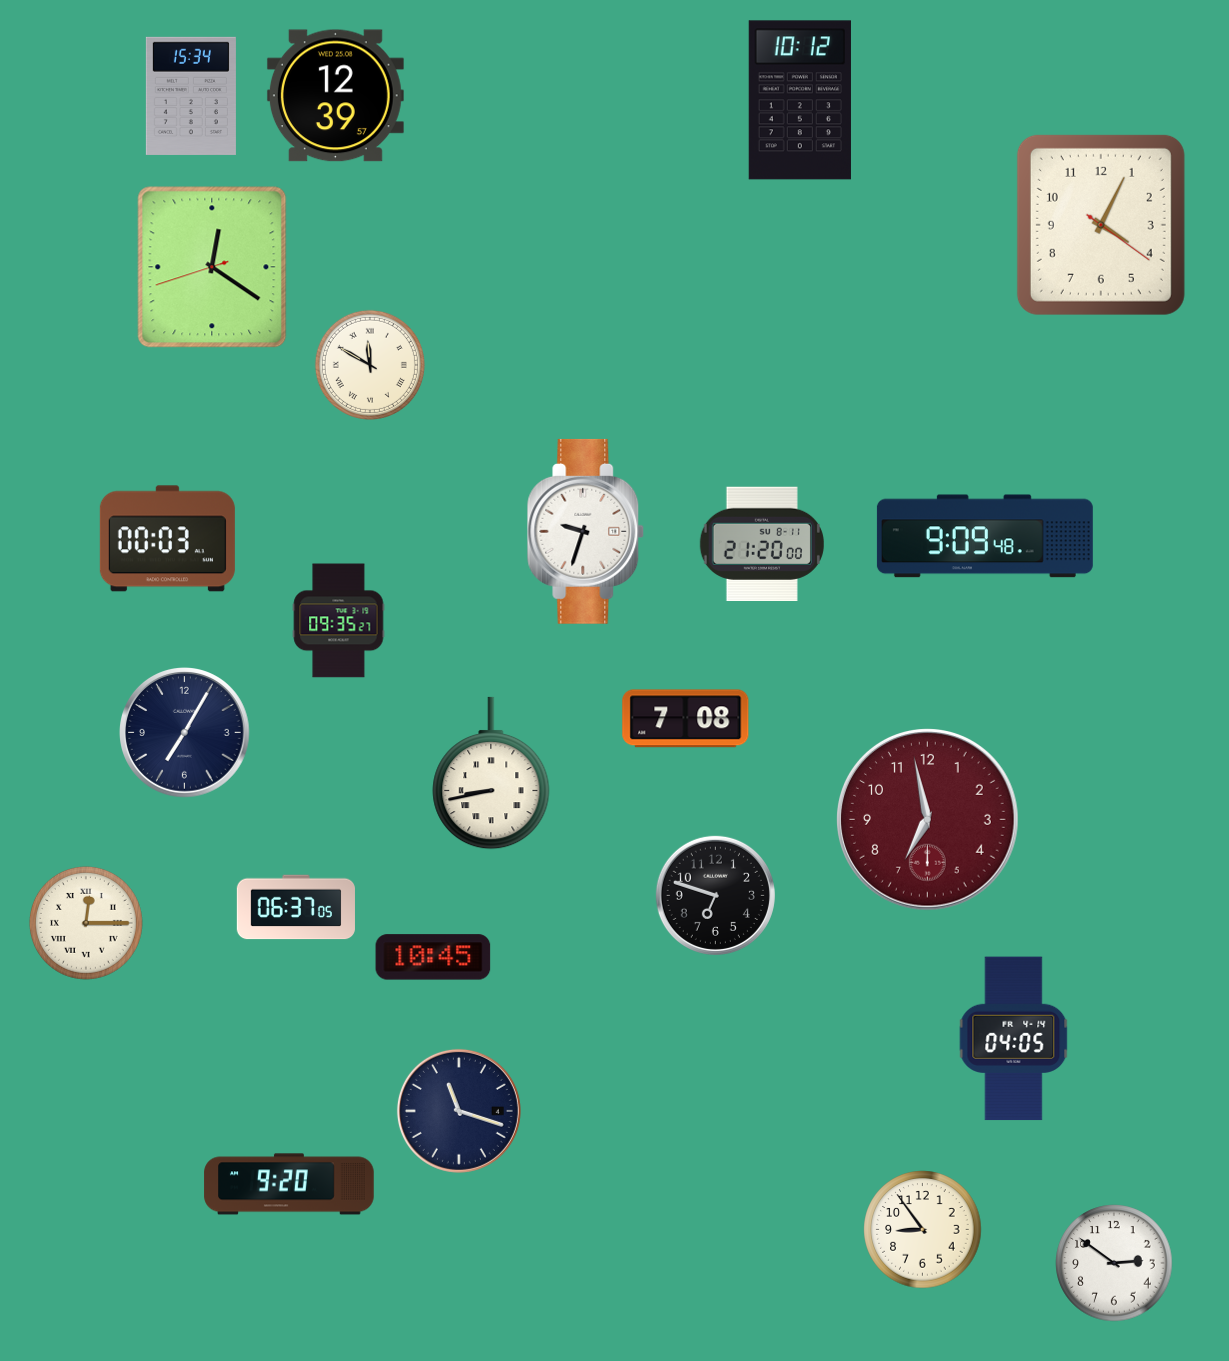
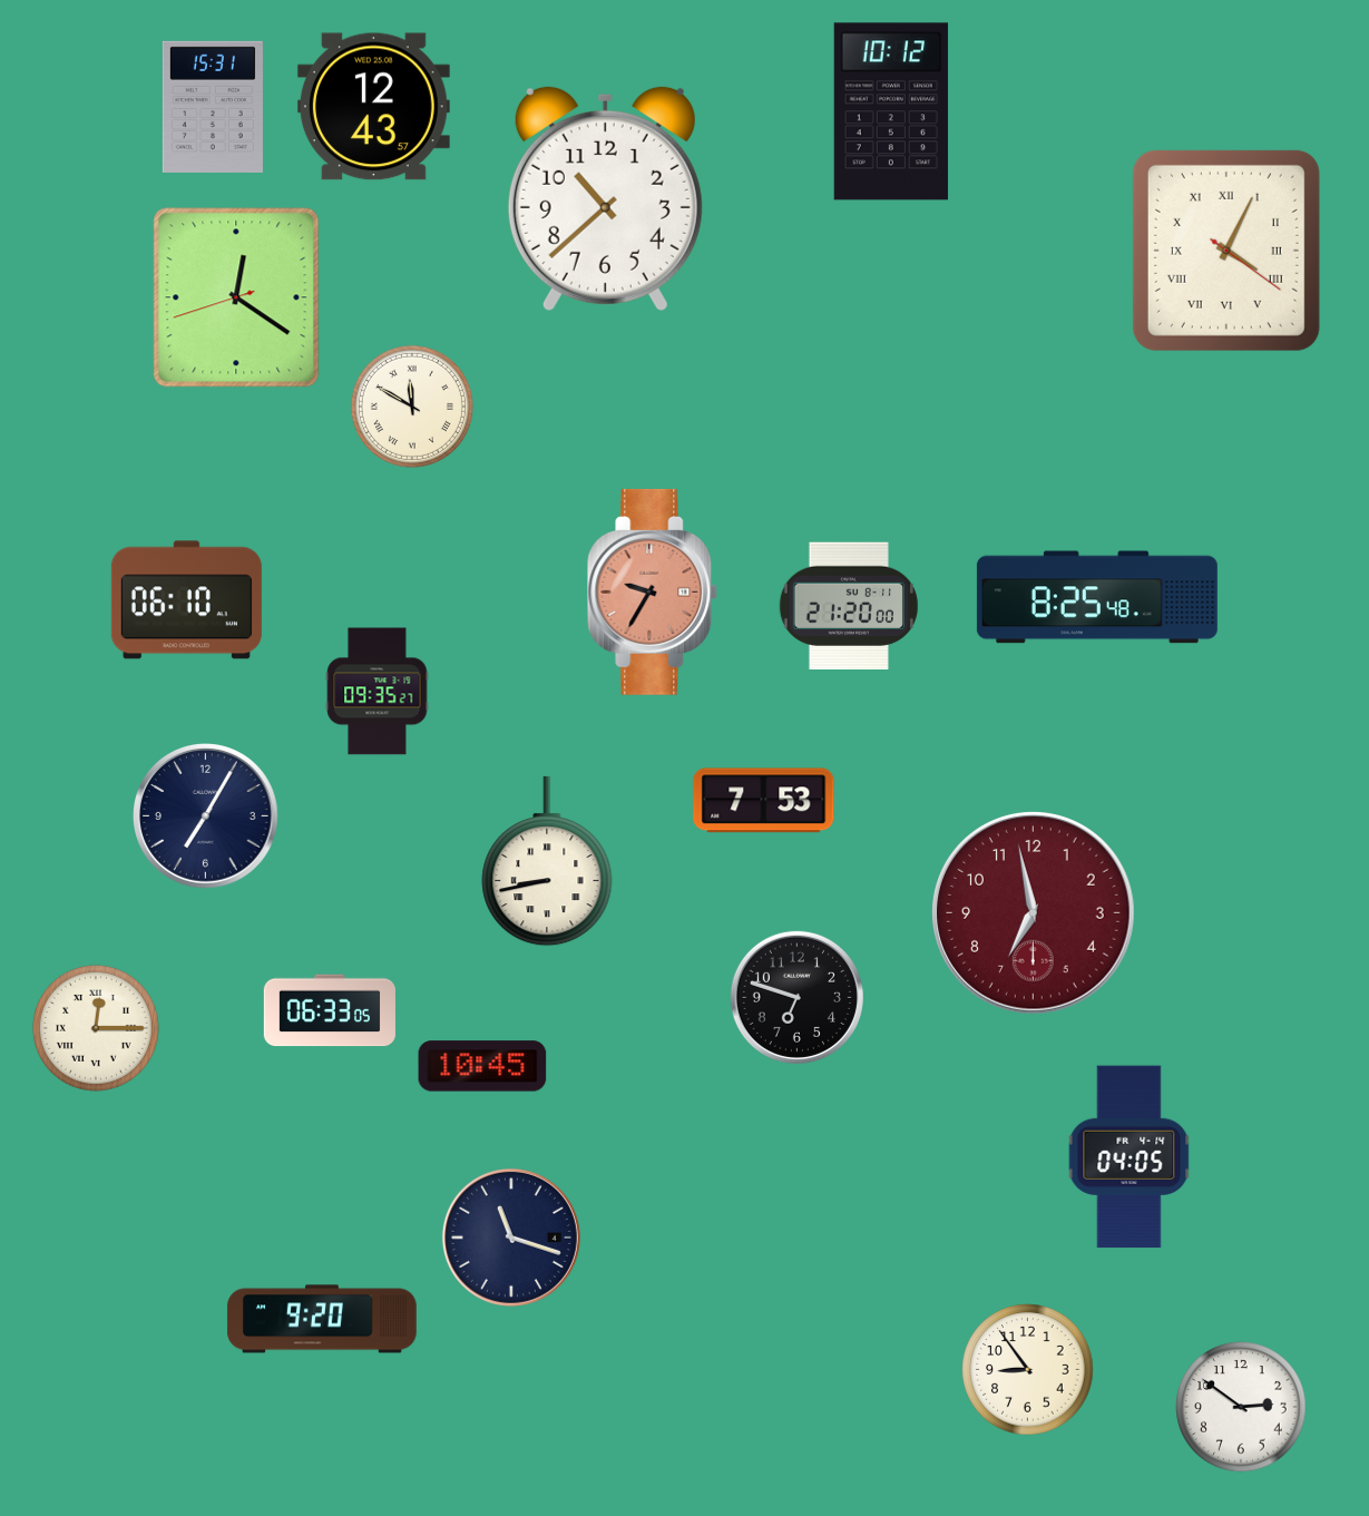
clock at (191, 96): 15:34 -> 15:31
clock at (335, 96): 12:39 -> 12:43
clock at (605, 198): none -> 10:38
clock at (1101, 225) numerals: Arabic -> Roman
clock at (586, 531): 9:33 -> 9:35
clock at (586, 531) dial: white -> salmon
clock at (985, 536): 9:09 -> 8:25
clock at (167, 539): 00:03 -> 06:10
clock at (686, 719): 7:08 -> 7:53
clock at (296, 907): 06:37 -> 06:33
